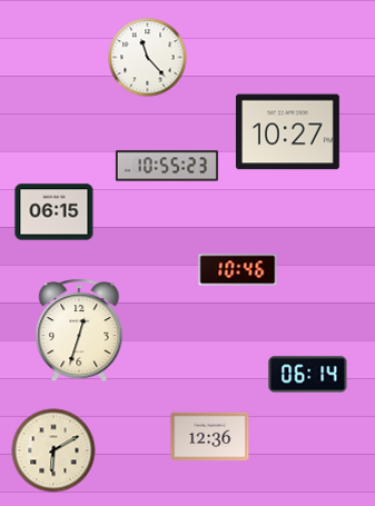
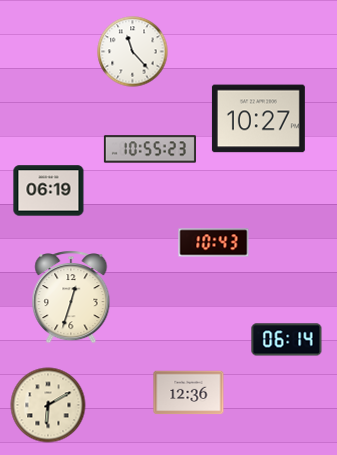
clock at (55, 212): 06:15 -> 06:19
clock at (238, 270): 10:46 -> 10:43
clock at (308, 375) position: (308, 375) -> (287, 340)
